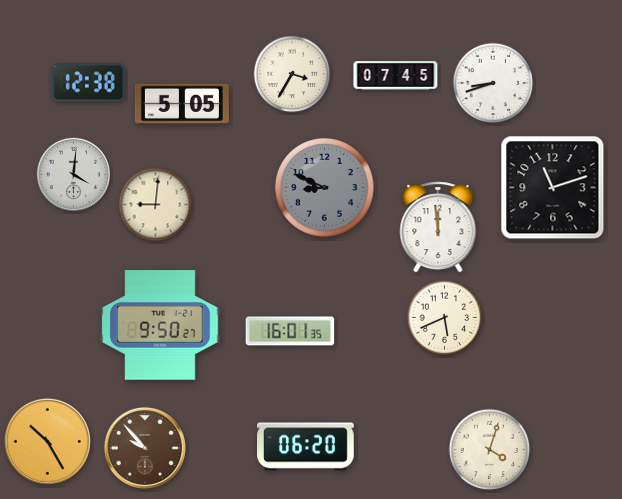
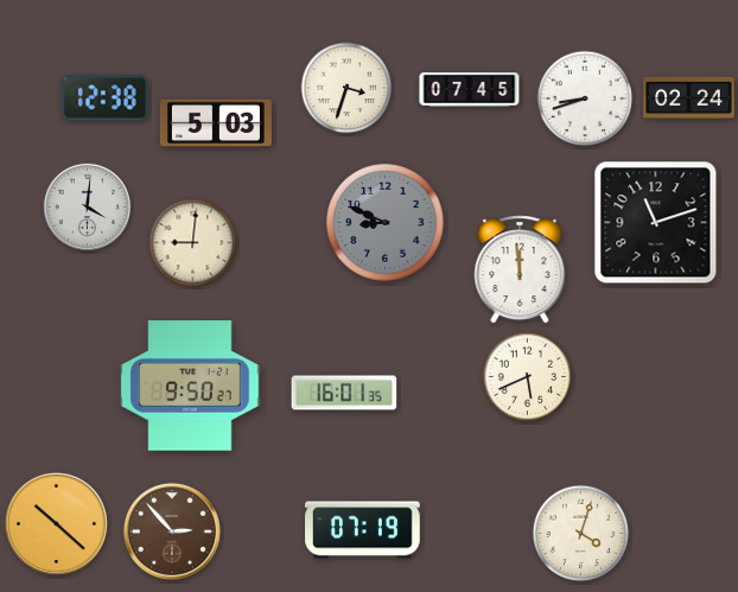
clock at (292, 74): 3:35 -> 3:33
clock at (689, 97): none -> 02:24
clock at (182, 104): 5:05 -> 5:03
clock at (156, 205) position: (156, 205) -> (193, 243)
clock at (47, 441): 10:25 -> 10:22
clock at (306, 447): 06:20 -> 07:19
clock at (145, 448): 9:53 -> 2:53
